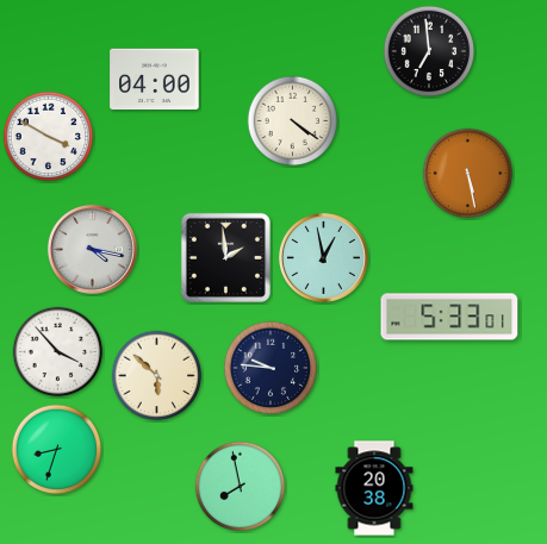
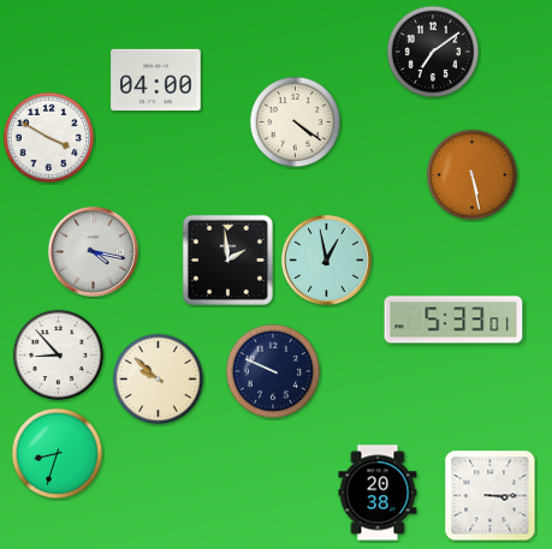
clock at (429, 51): 6:59 -> 7:09
clock at (58, 352): 3:53 -> 8:53
clock at (271, 368): 9:46 -> 9:49
clock at (157, 376): 5:52 -> 9:52
clock at (241, 487): 7:58 -> none
clock at (491, 496): none -> 3:15
